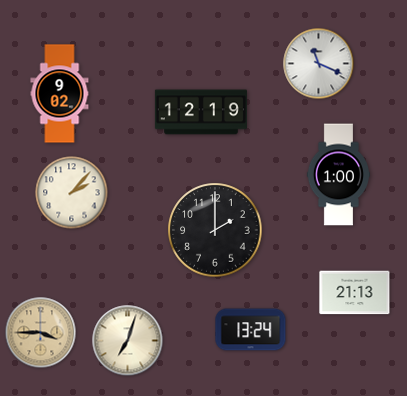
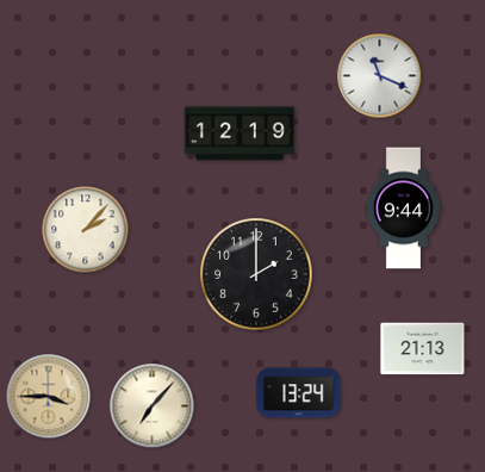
clock at (60, 94): 9:02 -> none
clock at (338, 175): 1:00 -> 9:44
clock at (128, 341): 7:03 -> 7:07
